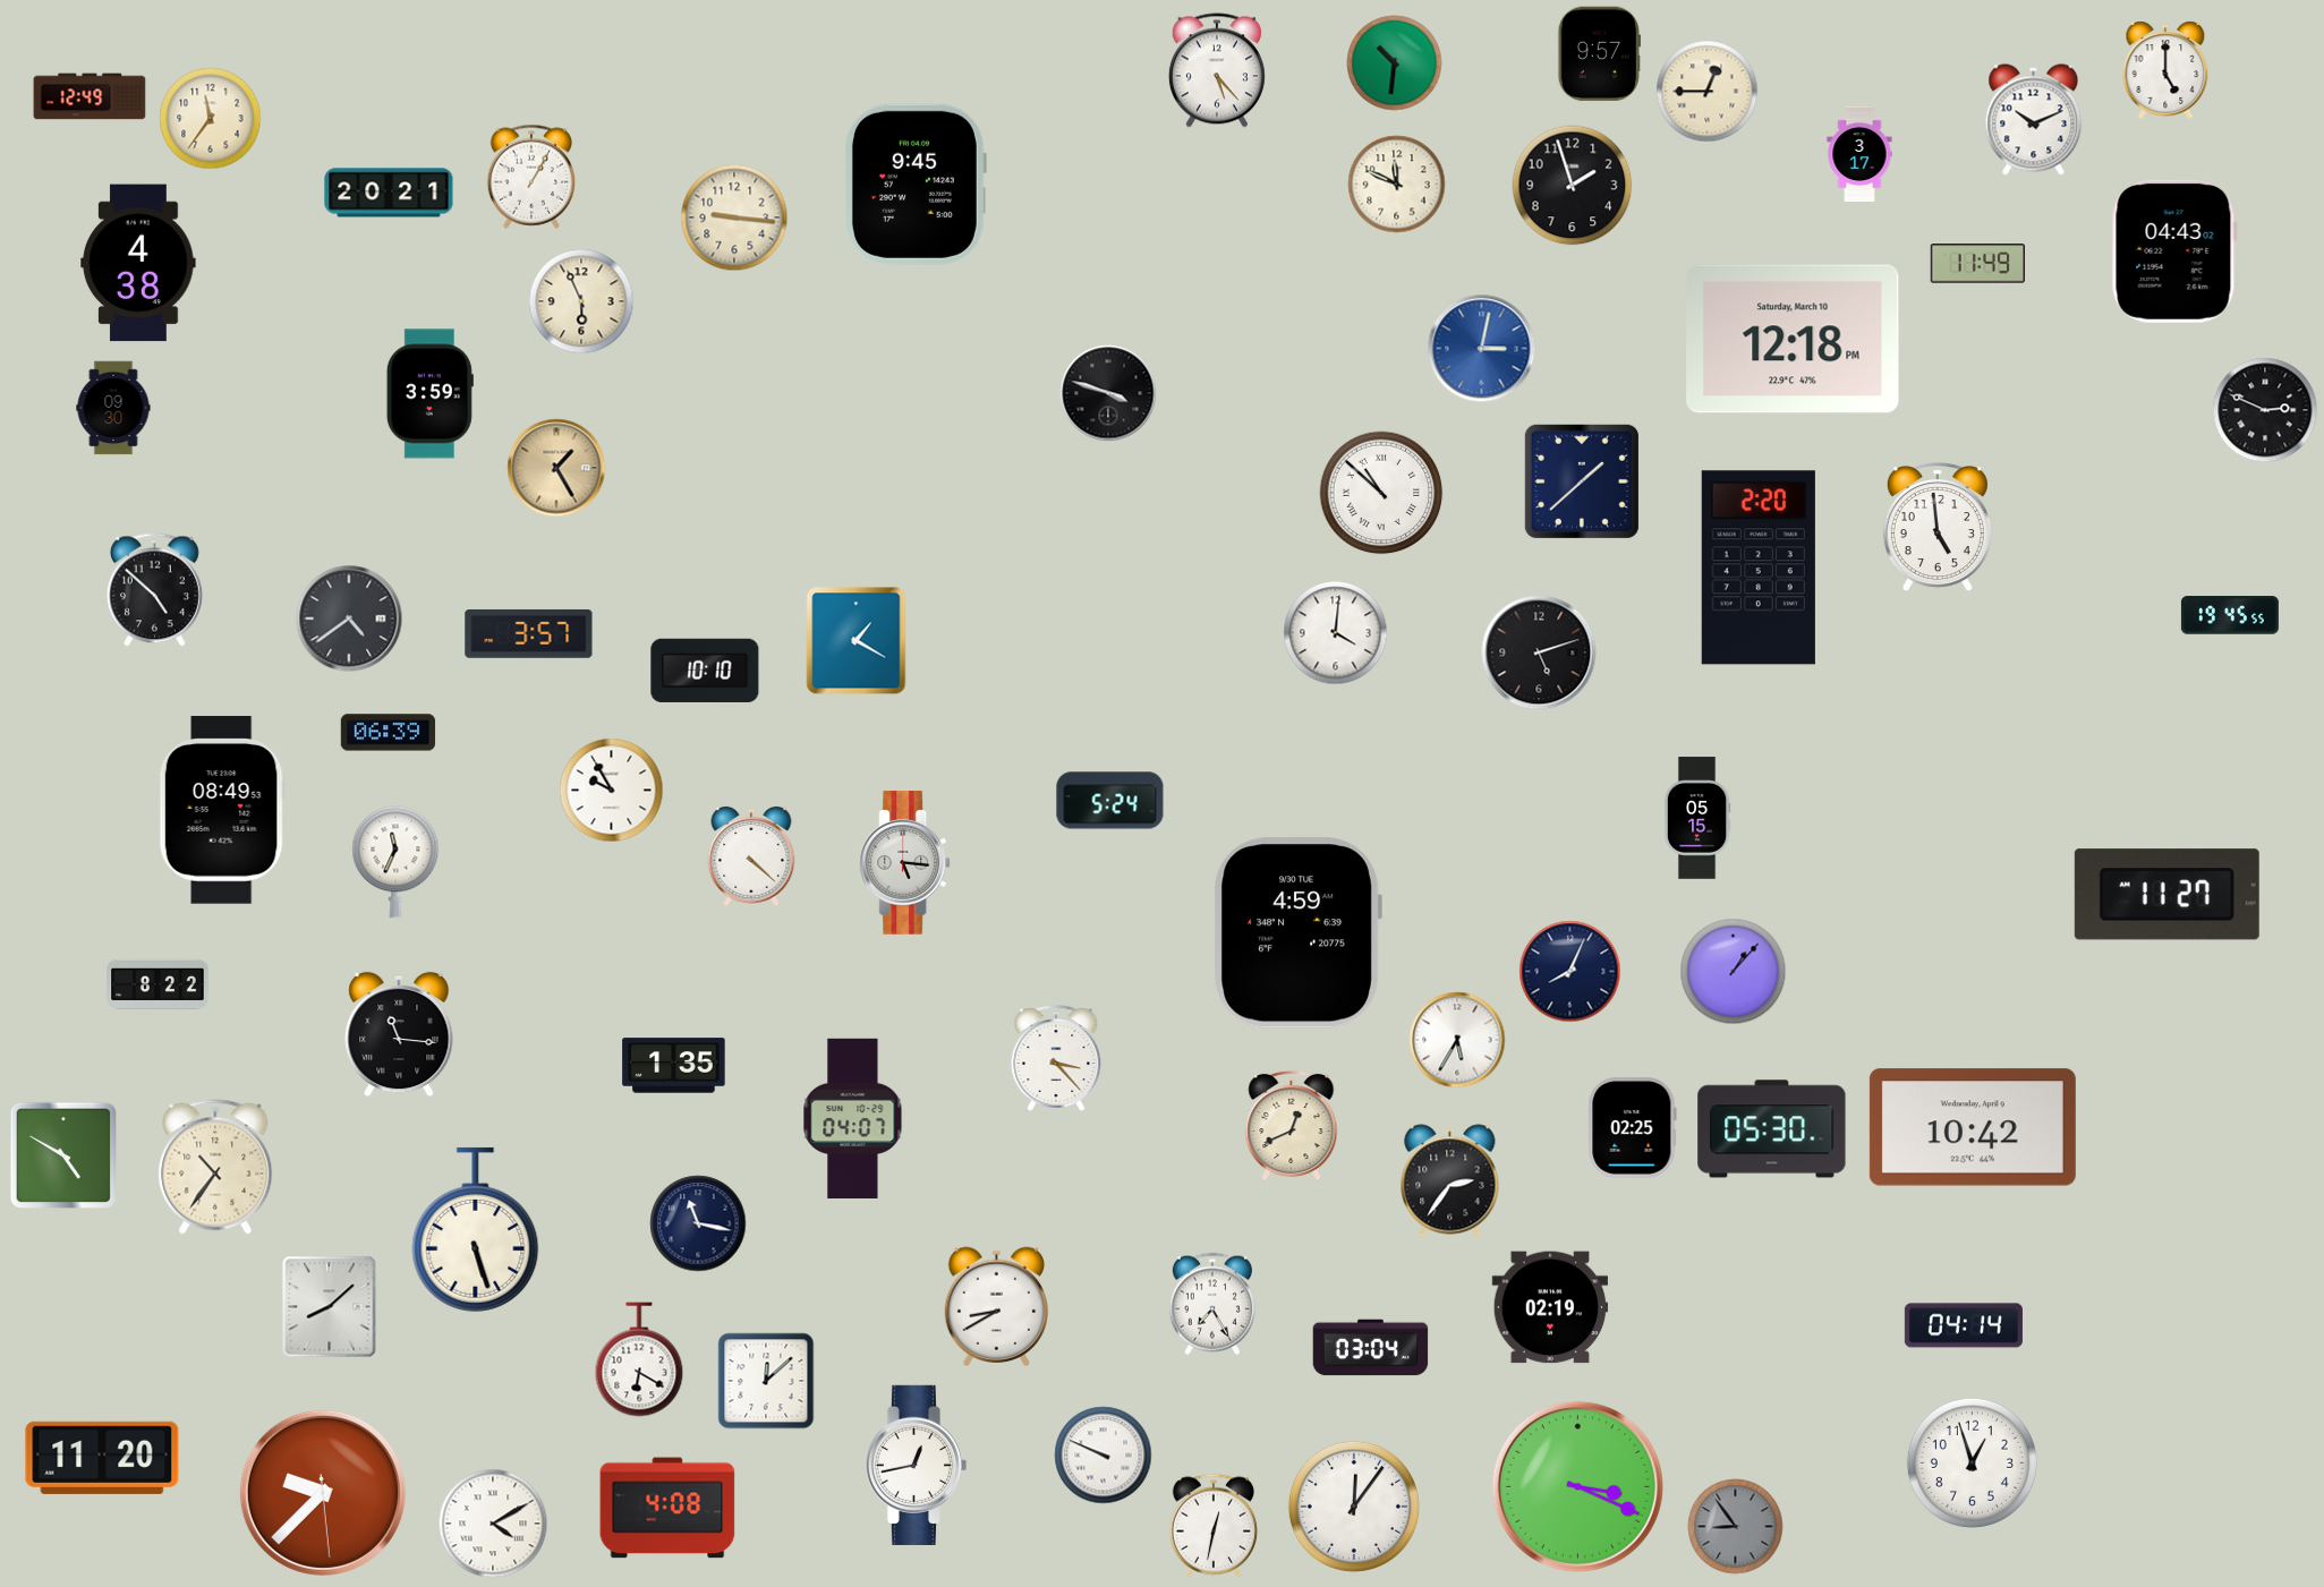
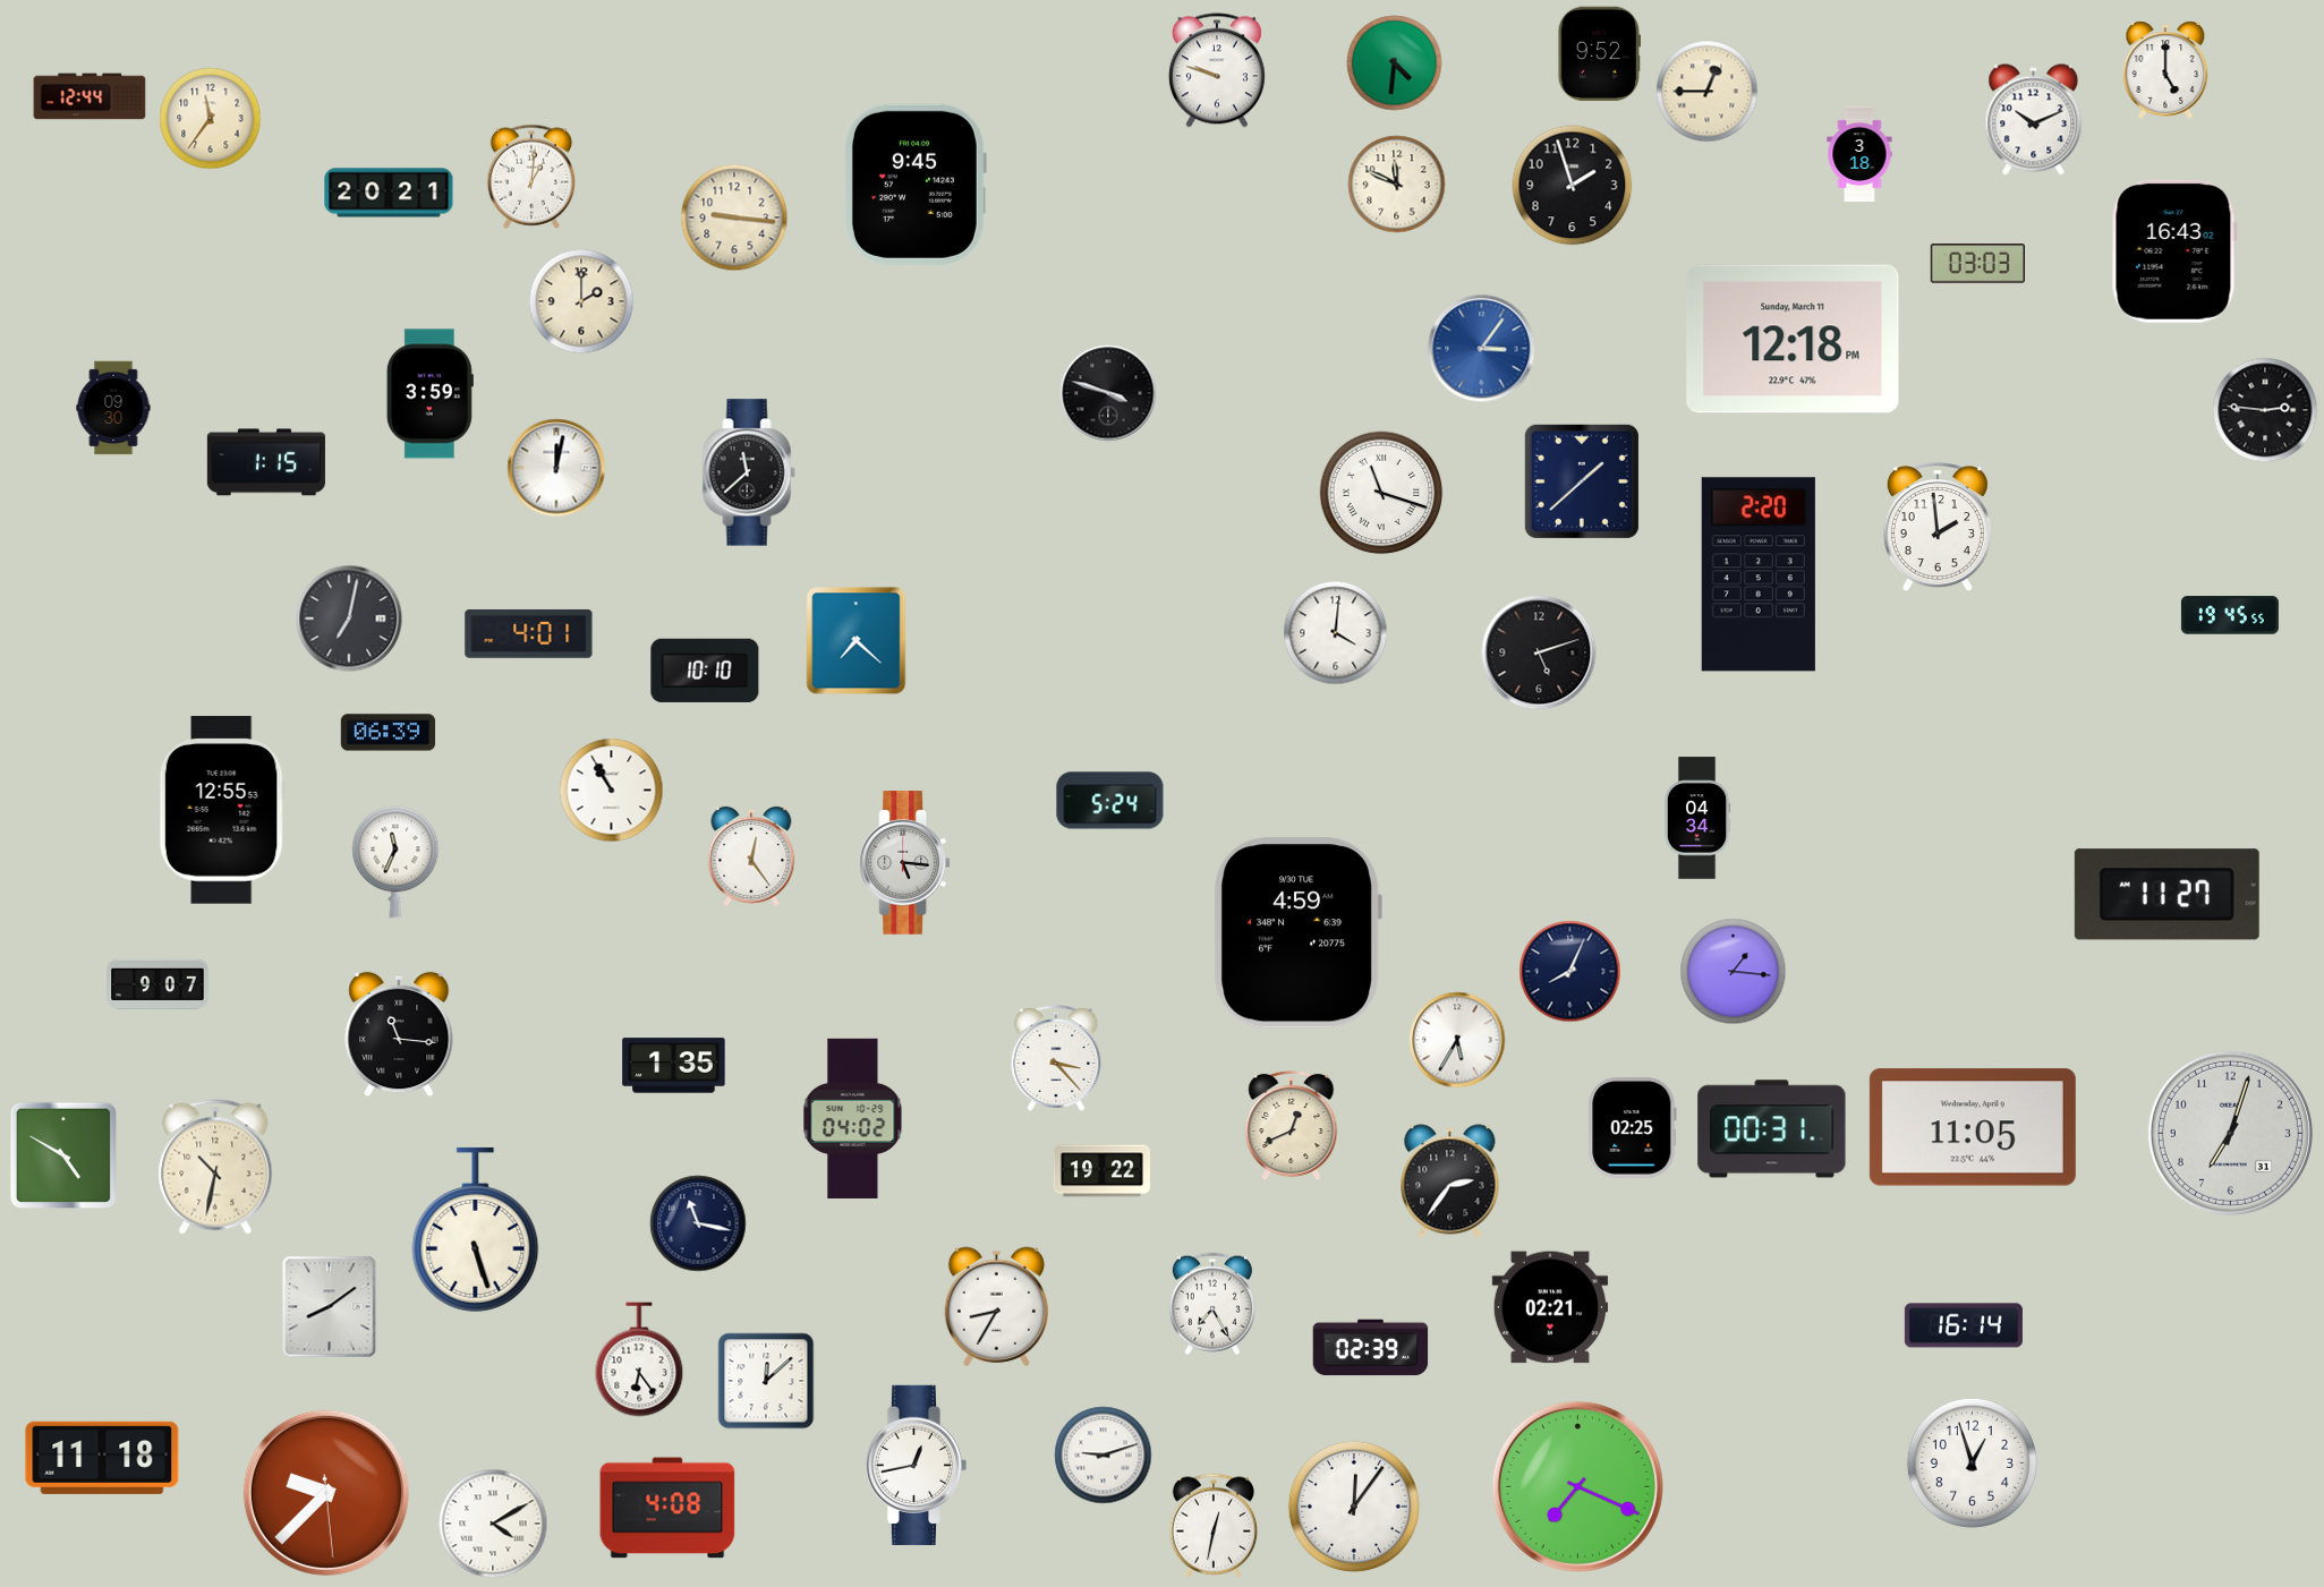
clock at (1599, 54): 9:57 -> 9:52
clock at (1395, 63): 10:31 -> 4:31
clock at (1217, 70): 5:23 -> 9:48
clock at (90, 96): 12:49 -> 12:44
clock at (1859, 154): 3:17 -> 3:18
clock at (531, 177): 1:05 -> 1:01
clock at (2174, 251): 04:43 -> 16:43
clock at (138, 263): 4:38 -> none
clock at (1977, 264): 11:49 -> 03:03
clock at (581, 301): 5:56 -> 2:00
clock at (1793, 339) date: Saturday, March 10 -> Sunday, March 11
clock at (1482, 349): 3:02 -> 3:06
clock at (2265, 410): 2:49 -> 2:46
clock at (266, 462): none -> 1:15
clock at (556, 468): 1:25 -> 12:02
clock at (556, 468) dial: champagne -> white
clock at (749, 472): none -> 11:38
clock at (1381, 493): 10:52 -> 11:18
clock at (1938, 528): 4:59 -> 1:59
clock at (1759, 568) position: (1759, 568) -> (1759, 574)
clock at (154, 590): 4:52 -> none
clock at (349, 618): 4:39 -> 7:02
clock at (529, 633): 3:57 -> 4:01
clock at (857, 641): 1:20 -> 7:22
clock at (612, 791): 9:55 -> 10:55
clock at (222, 810): 08:49 -> 12:55
clock at (1697, 818): 05:15 -> 04:34
clock at (751, 856): 4:22 -> 12:24
clock at (1734, 972): 1:07 -> 1:16
clock at (158, 983): 8:22 -> 9:07
clock at (853, 1118): 04:07 -> 04:02
clock at (1973, 1127): 10:42 -> 11:05
clock at (1772, 1129): 05:30 -> 00:31
clock at (2230, 1133): none -> 7:03
clock at (215, 1167): 10:36 -> 10:32
clock at (1101, 1171): none -> 19:22
clock at (997, 1306): 8:40 -> 8:35
clock at (330, 1307): 8:08 -> 8:09
clock at (1550, 1307): 02:19 -> 02:21
clock at (1964, 1325): 04:14 -> 16:14
clock at (1371, 1348): 03:04 -> 02:39
clock at (639, 1359): 6:20 -> 6:24
clock at (1104, 1456): 9:49 -> 9:12
clock at (102, 1458): 11:20 -> 11:18
clock at (1577, 1486): 3:19 -> 7:19
clock at (323, 1493) position: (323, 1493) -> (326, 1493)
clock at (1736, 1527): 8:54 -> none
